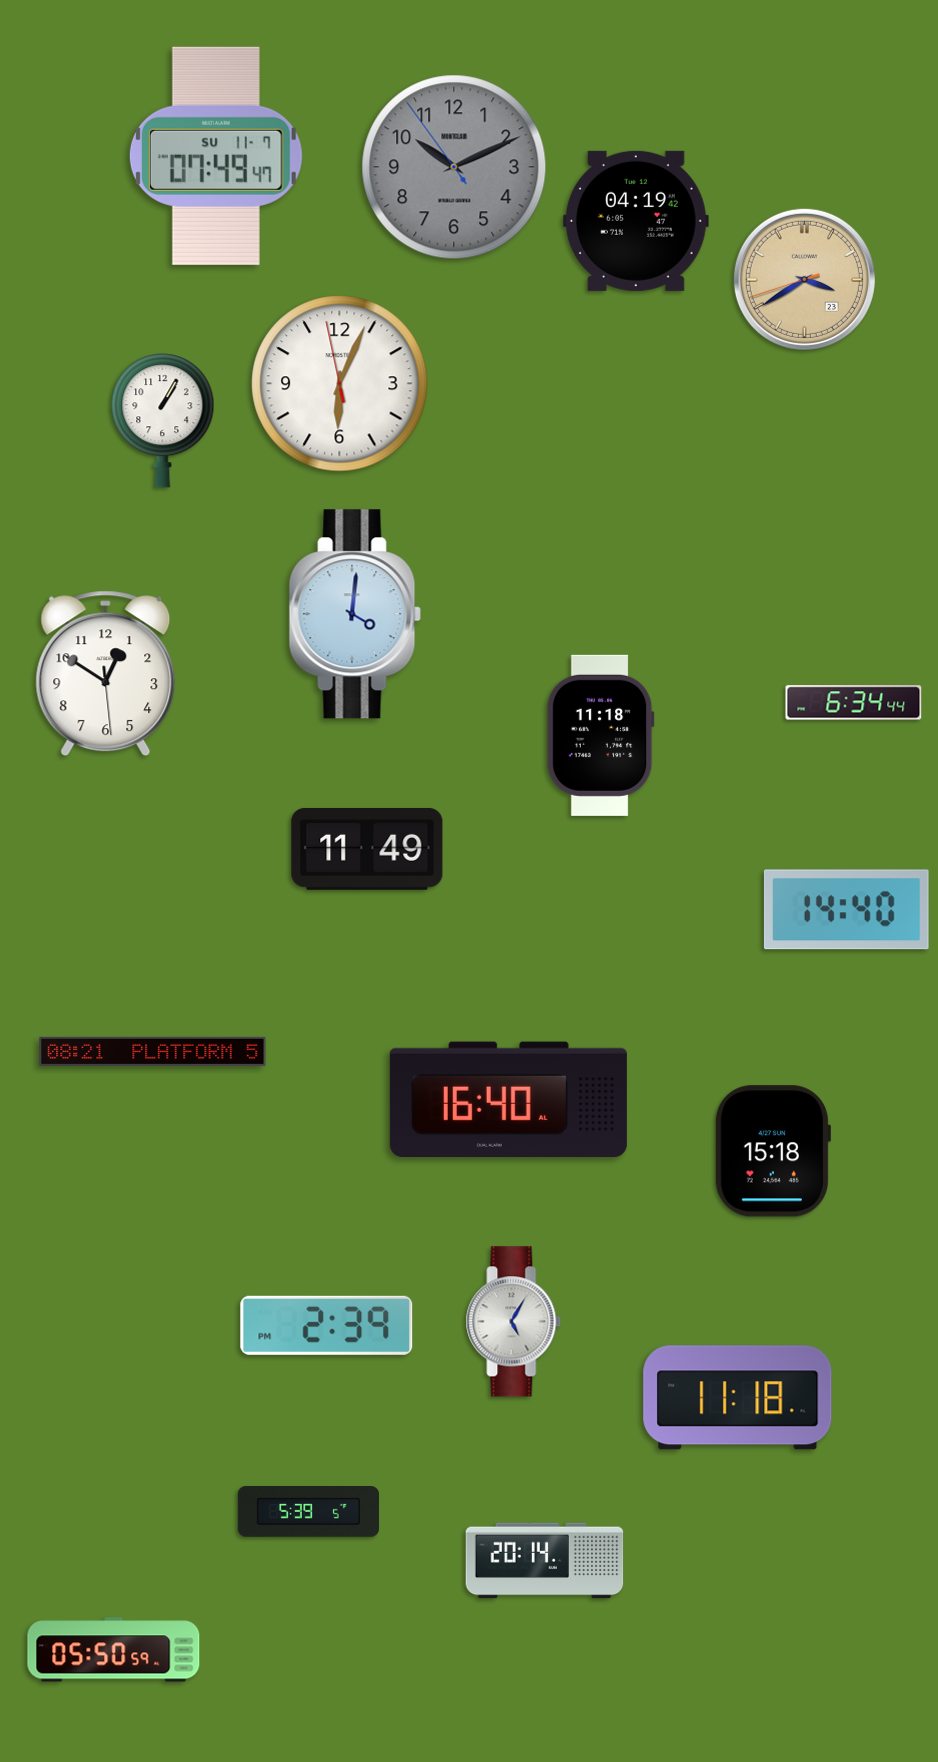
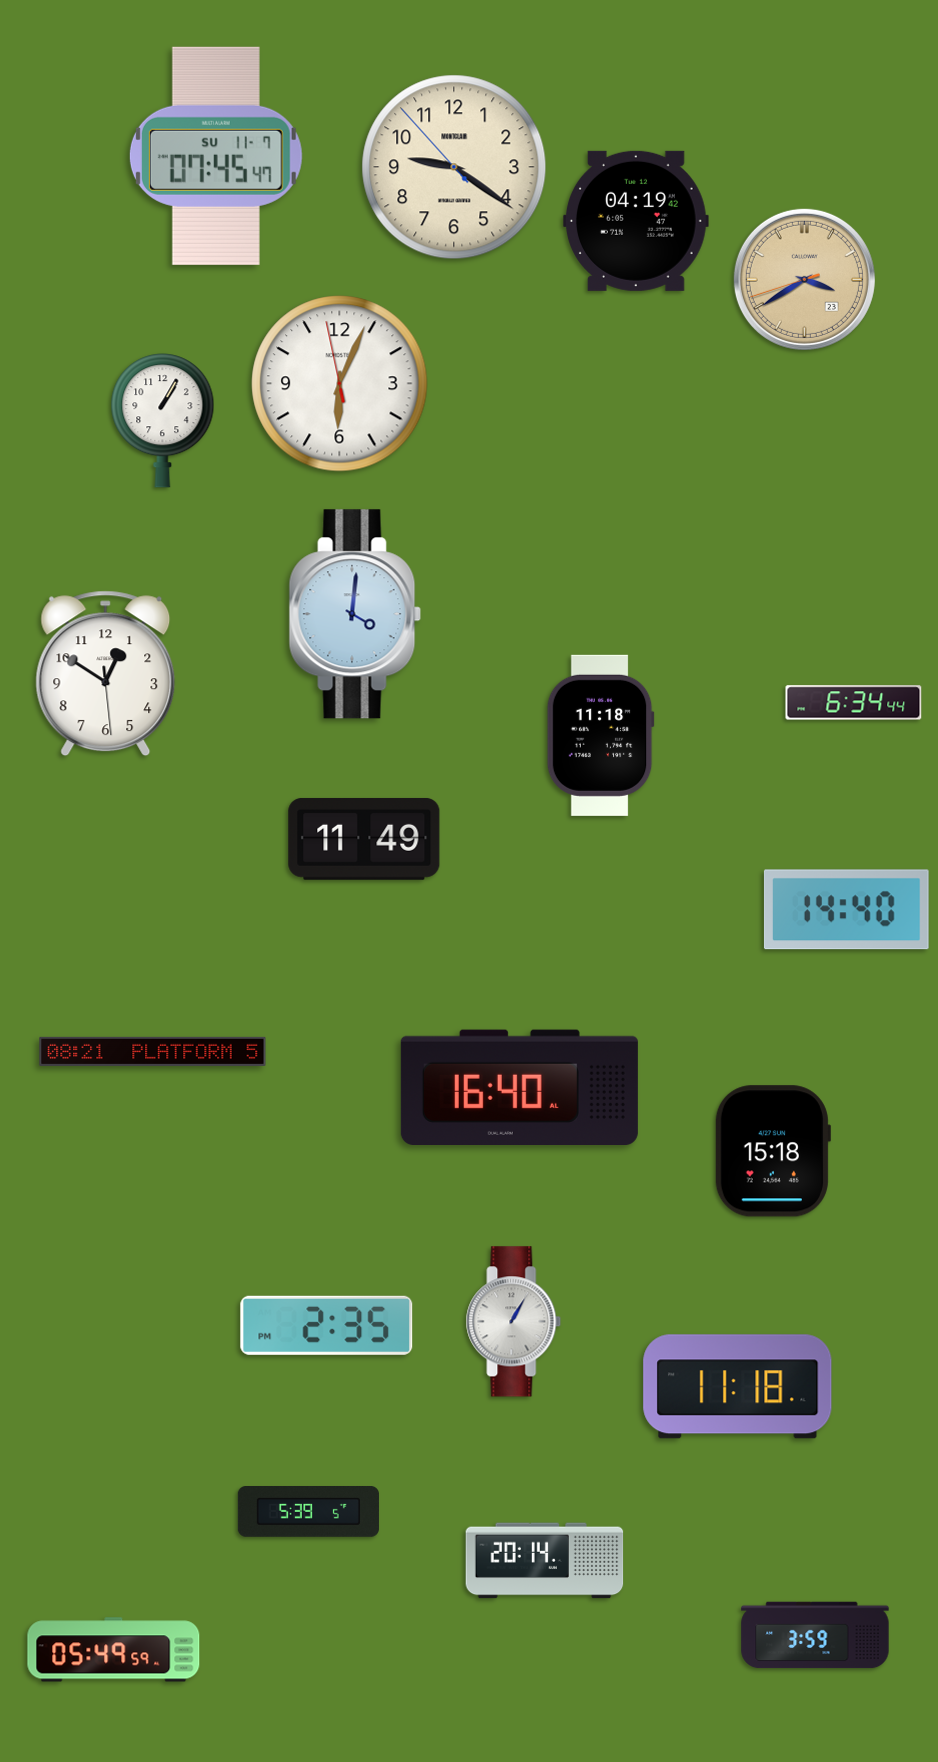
clock at (216, 156): 07:49 -> 07:45
clock at (454, 167): 10:10 -> 9:20
clock at (454, 167) dial: grey -> cream
clock at (367, 849) position: (367, 849) -> (364, 839)
clock at (508, 1099) position: (508, 1099) -> (519, 1087)
clock at (514, 1322): 5:05 -> 1:05
clock at (327, 1325): 2:39 -> 2:35
clock at (738, 1398) position: (738, 1398) -> (738, 1387)
clock at (815, 1635): none -> 3:59
clock at (114, 1650): 05:50 -> 05:49
